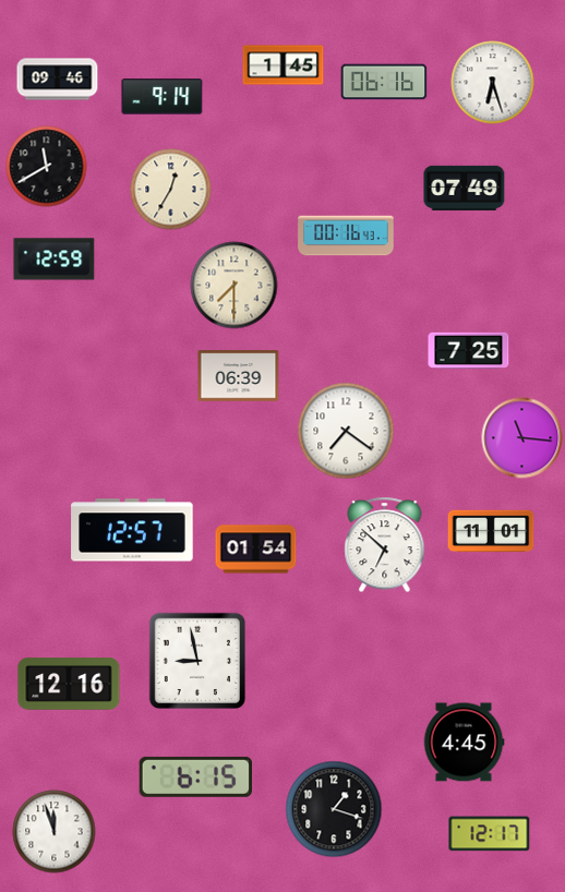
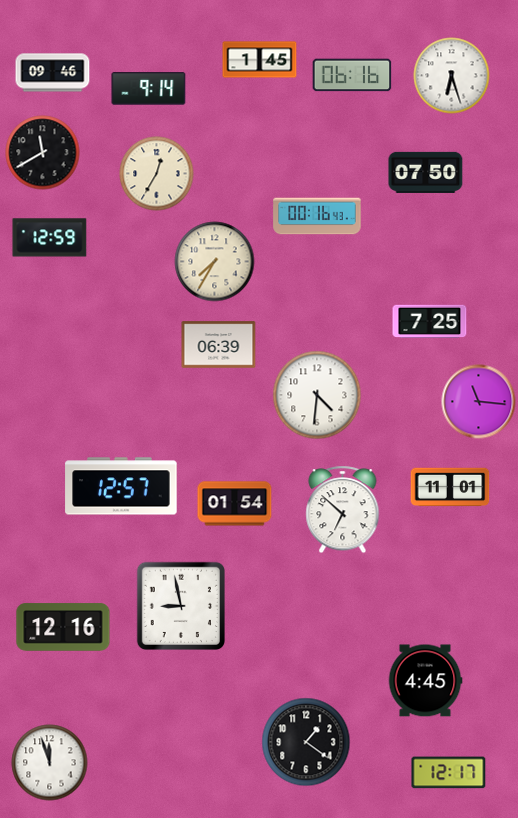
clock at (465, 188): 07:49 -> 07:50
clock at (235, 286): 7:30 -> 7:35
clock at (346, 431): 7:21 -> 4:31
clock at (385, 545) position: (385, 545) -> (343, 510)
clock at (195, 776): 6:15 -> none
clock at (334, 809): 1:18 -> 1:21
clock at (490, 834) position: (490, 834) -> (449, 773)
